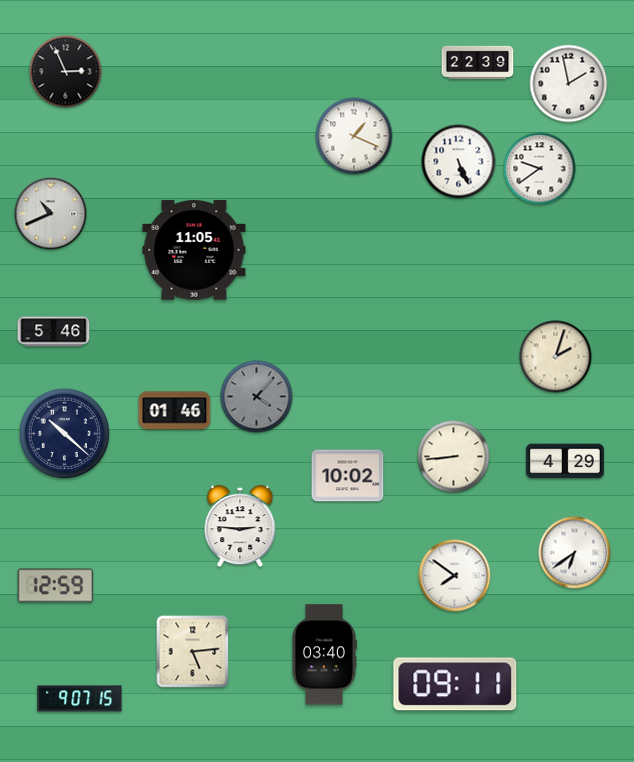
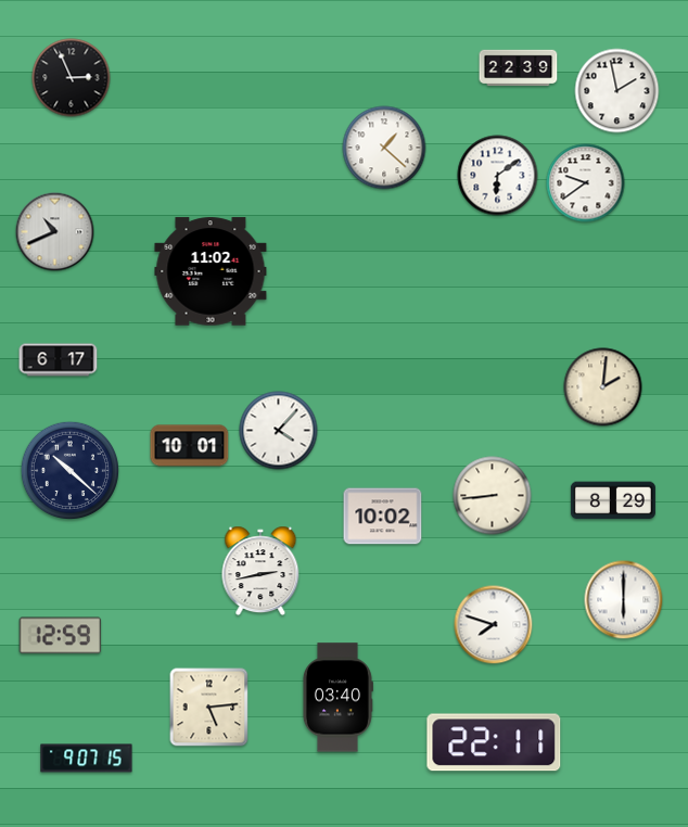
clock at (354, 136): 1:19 -> 1:22
clock at (459, 162): 5:26 -> 6:09
clock at (194, 250): 11:05 -> 11:02
clock at (54, 332): 5:46 -> 6:17
clock at (556, 357): 2:03 -> 2:01
clock at (257, 397) dial: grey -> white
clock at (175, 411): 01:46 -> 10:01
clock at (565, 461): 4:29 -> 8:29
clock at (348, 476) position: (348, 476) -> (383, 517)
clock at (240, 526): 2:46 -> 2:43
clock at (575, 553): 6:39 -> 6:00
clock at (455, 576): 7:51 -> 7:48
clock at (324, 655) position: (324, 655) -> (337, 698)
clock at (455, 684): 09:11 -> 22:11
